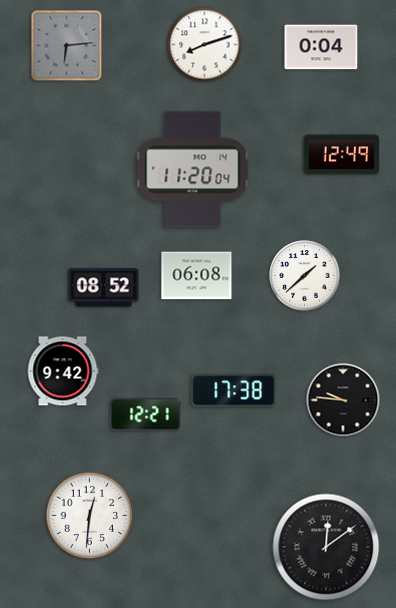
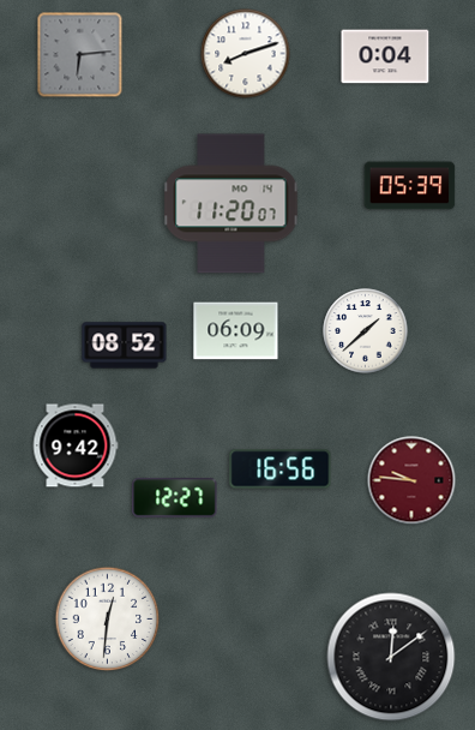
clock at (342, 155): 12:49 -> 05:39
clock at (193, 170): 11:20:04 -> 11:20:07
clock at (197, 276): 06:08 -> 06:09
clock at (234, 391): 17:38 -> 16:56
clock at (343, 400) dial: black -> burgundy
clock at (146, 415): 12:21 -> 12:27
